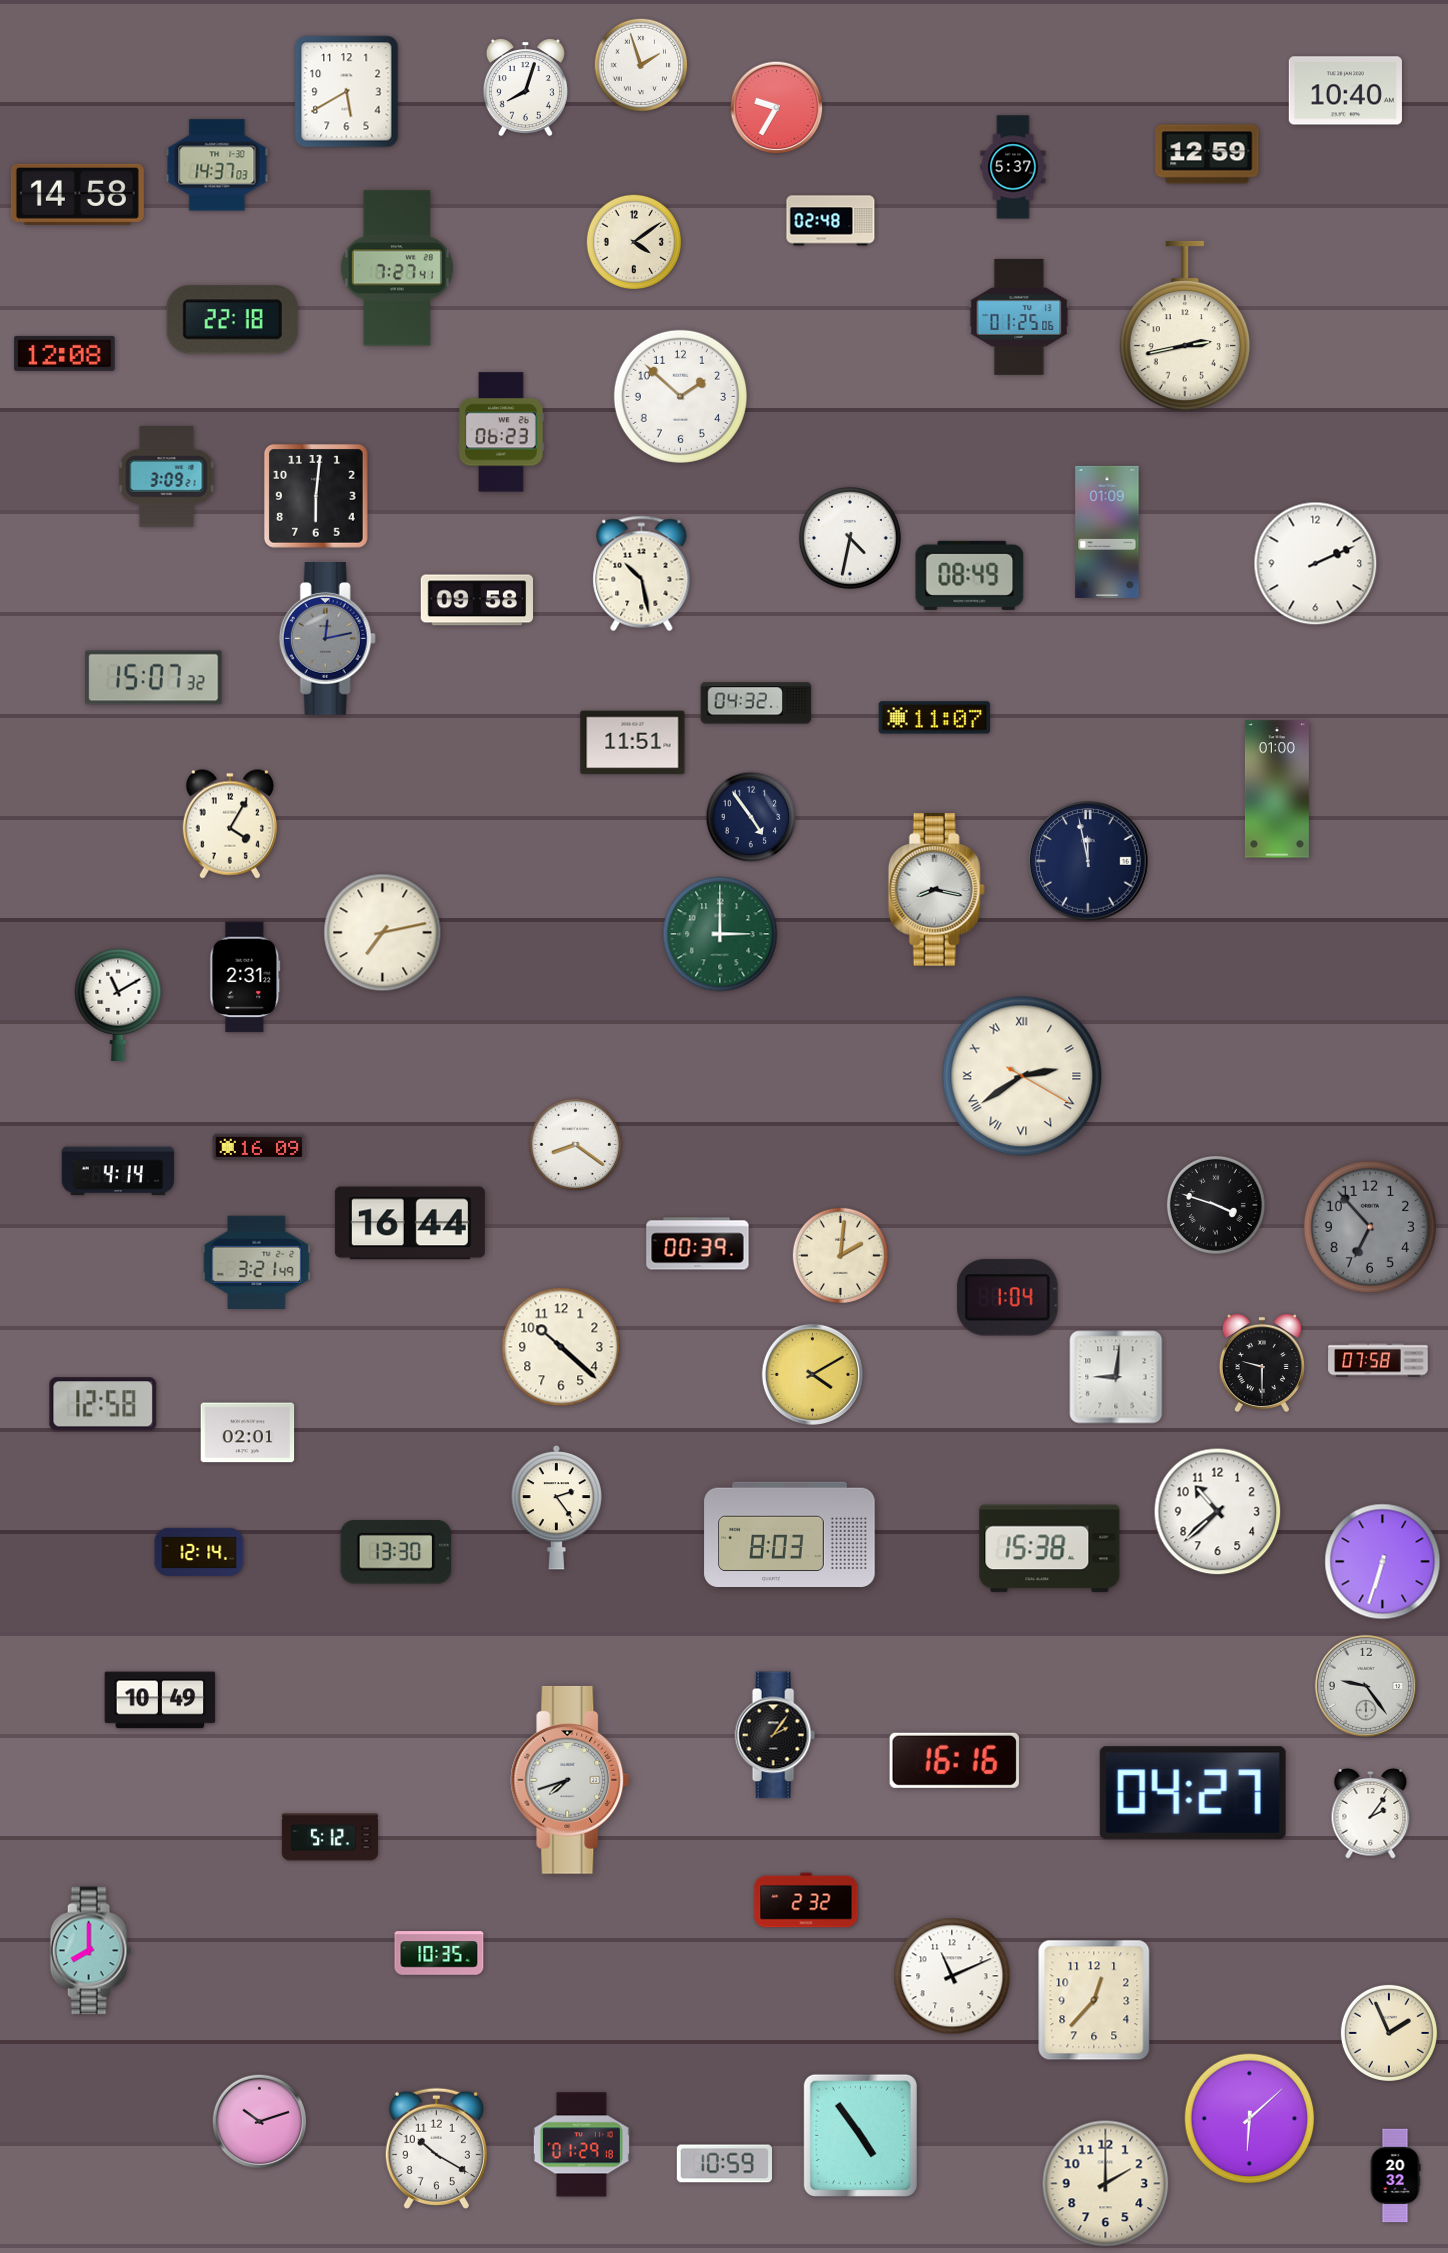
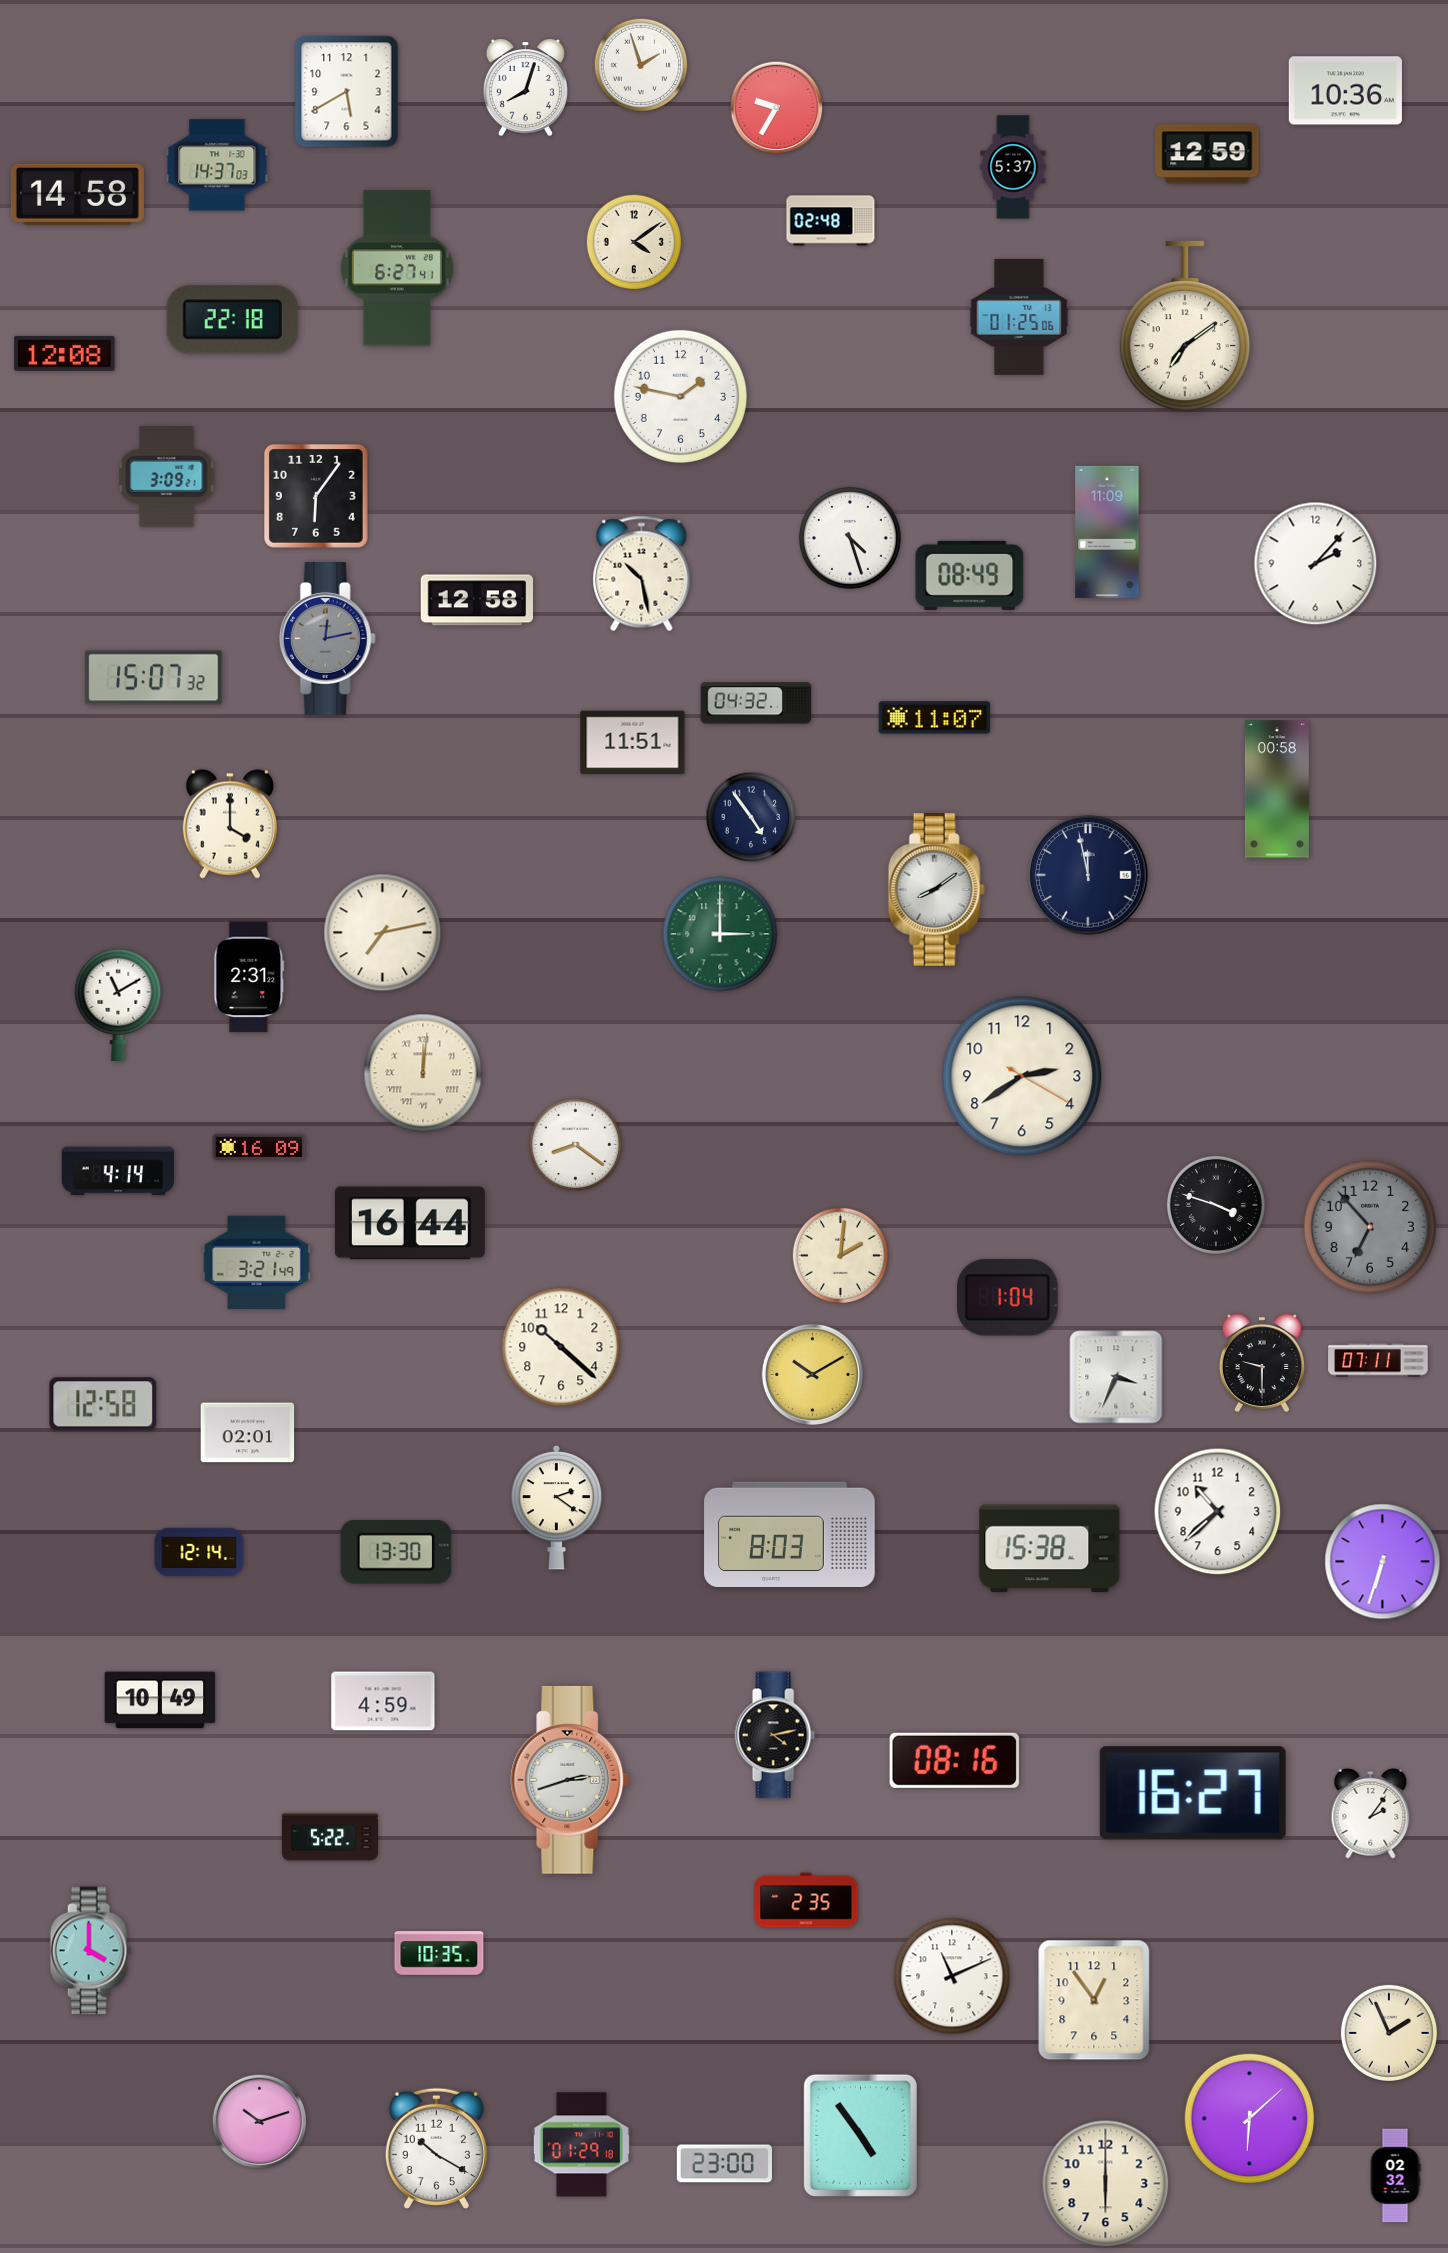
clock at (1345, 91): 10:40 -> 10:36
clock at (397, 268): 7:27 -> 6:27
clock at (1185, 326): 2:43 -> 7:09
clock at (680, 396): 1:52 -> 1:47
clock at (501, 432): 06:23 -> none
clock at (316, 496): 6:01 -> 6:06
clock at (1107, 532): 01:09 -> 11:09
clock at (851, 539): 4:32 -> 4:27
clock at (1316, 564): 2:11 -> 2:07
clock at (477, 600): 09:58 -> 12:58
clock at (1277, 789): 01:00 -> 00:58
clock at (230, 824): 4:05 -> 4:00
clock at (1088, 861) position: (1088, 861) -> (1088, 875)
clock at (936, 890): 8:17 -> 8:09
clock at (245, 977) position: (245, 977) -> (249, 977)
clock at (423, 1073): none -> 12:01
clock at (1022, 1076) numerals: Roman -> Arabic
clock at (698, 1244): 00:39 -> none
clock at (1378, 1360): 07:58 -> 07:11
clock at (812, 1374): 4:10 -> 10:10
clock at (1116, 1377): 9:01 -> 3:34
clock at (557, 1507): 2:24 -> 2:21
clock at (1366, 1686): 9:24 -> none
clock at (383, 1701): none -> 4:59
clock at (775, 1735): 2:06 -> 4:13
clock at (954, 1760): 16:16 -> 08:16
clock at (570, 1780): 7:42 -> 2:42
clock at (1193, 1793): 04:27 -> 16:27
clock at (330, 1837): 5:12 -> 5:22
clock at (806, 1900): 2:32 -> 2:35
clock at (90, 1951): 8:00 -> 4:00
clock at (1094, 2000): 12:37 -> 12:54
clock at (724, 2164): 10:59 -> 23:00
clock at (1395, 2176): 20:32 -> 02:32
clock at (1106, 2184): 2:00 -> 6:00
